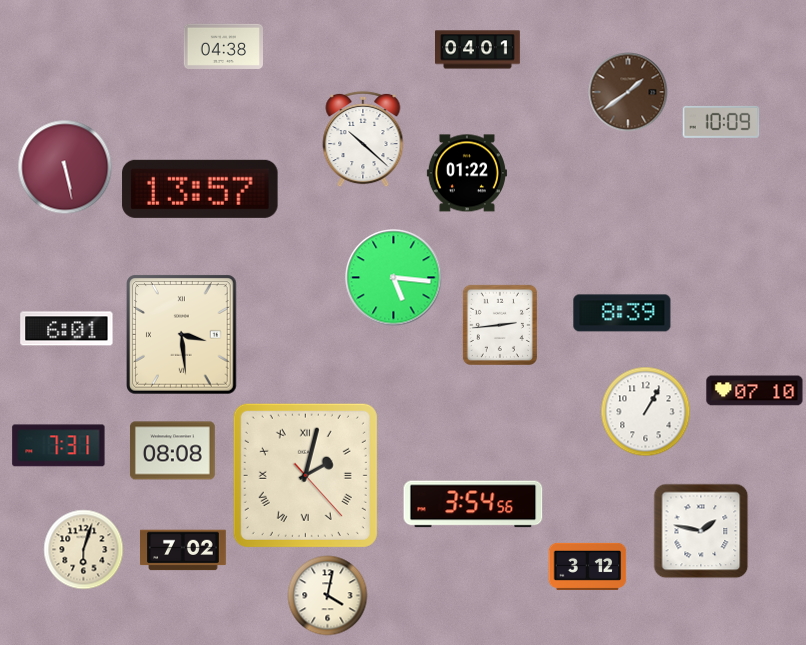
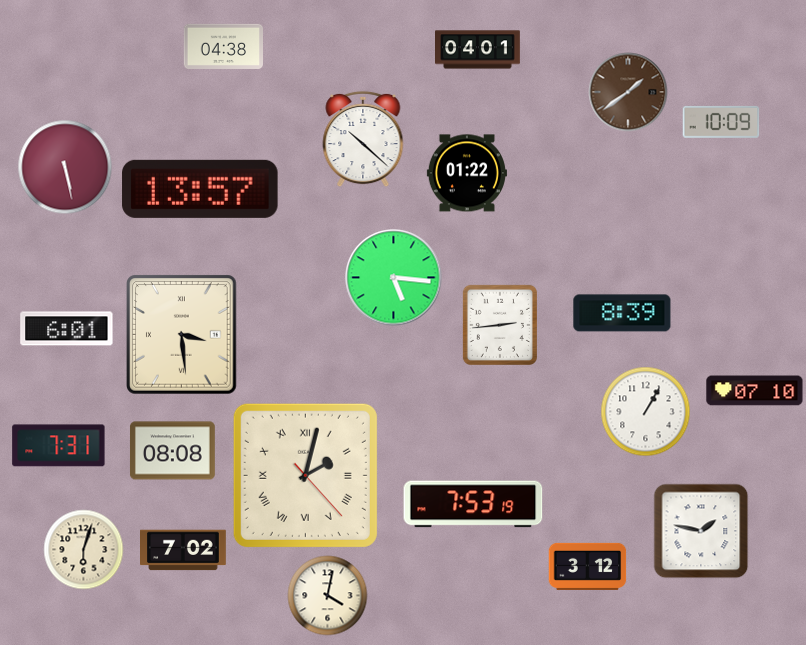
clock at (473, 504): 3:54 -> 7:53
